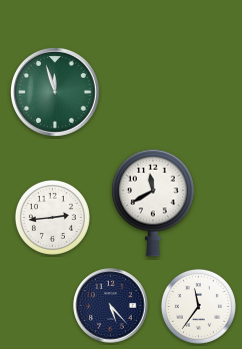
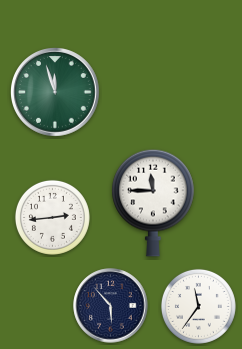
clock at (153, 203): 11:40 -> 11:45
clock at (111, 306): 5:23 -> 5:53
